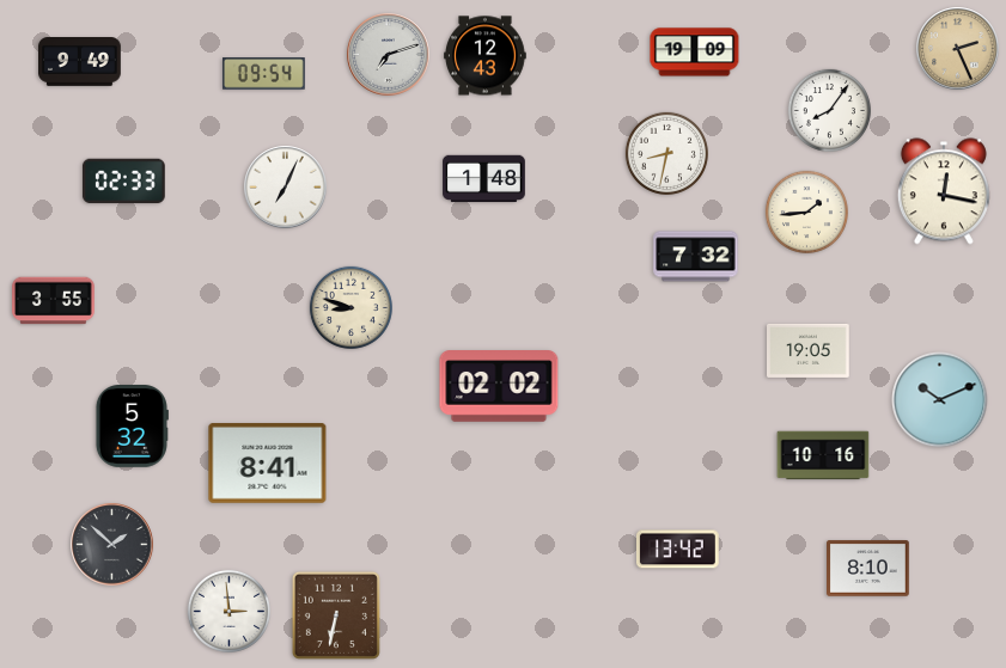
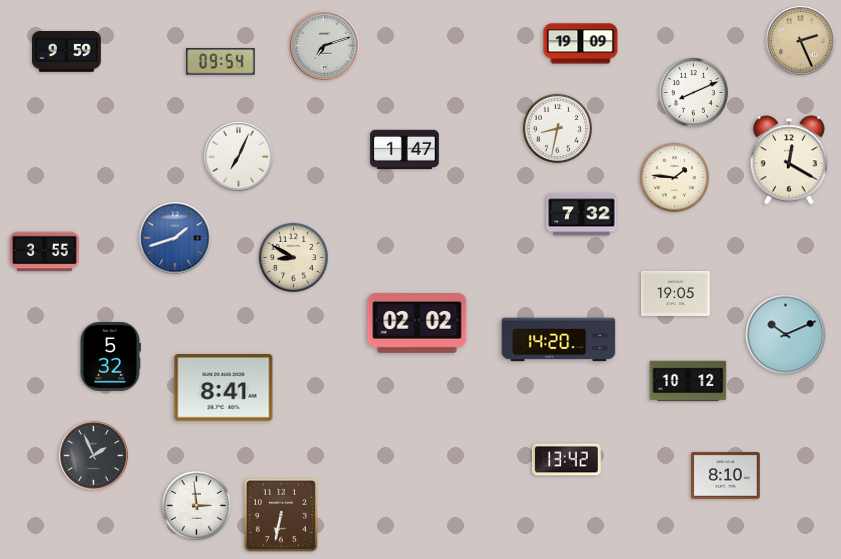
clock at (486, 56): 12:43 -> none
clock at (80, 62): 9:49 -> 9:59
clock at (829, 110): 8:06 -> 8:11
clock at (484, 179): 1:48 -> 1:47
clock at (124, 182): 02:33 -> none
clock at (944, 191): 12:17 -> 12:20
clock at (806, 212): 1:44 -> 1:46
clock at (175, 238): none -> 1:42
clock at (350, 307): 8:48 -> 8:50
clock at (559, 340): none -> 14:20
clock at (823, 455): 10:16 -> 10:12
clock at (112, 545): 1:52 -> 1:56
clock at (228, 611) position: (228, 611) -> (196, 505)
